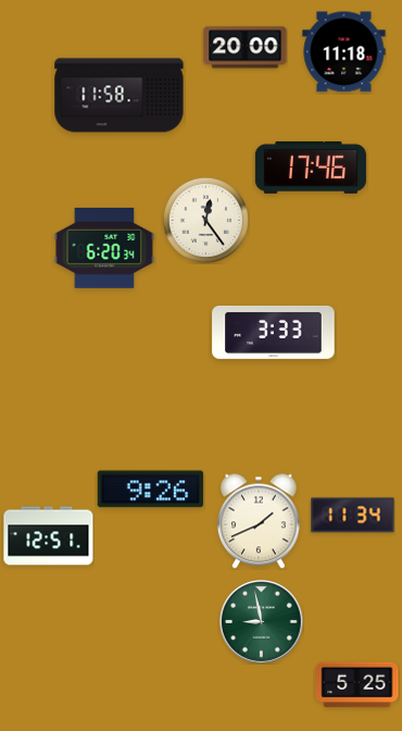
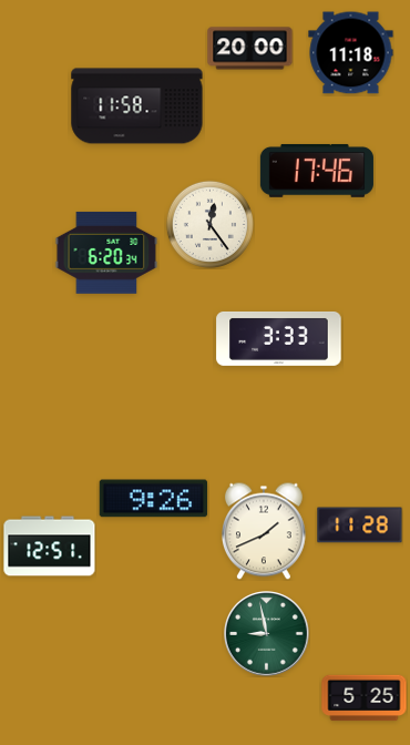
clock at (120, 96) position: (120, 96) -> (137, 106)
clock at (353, 516): 11:34 -> 11:28
